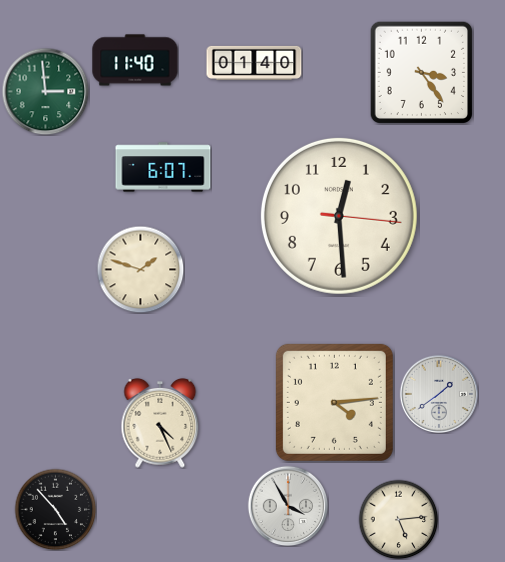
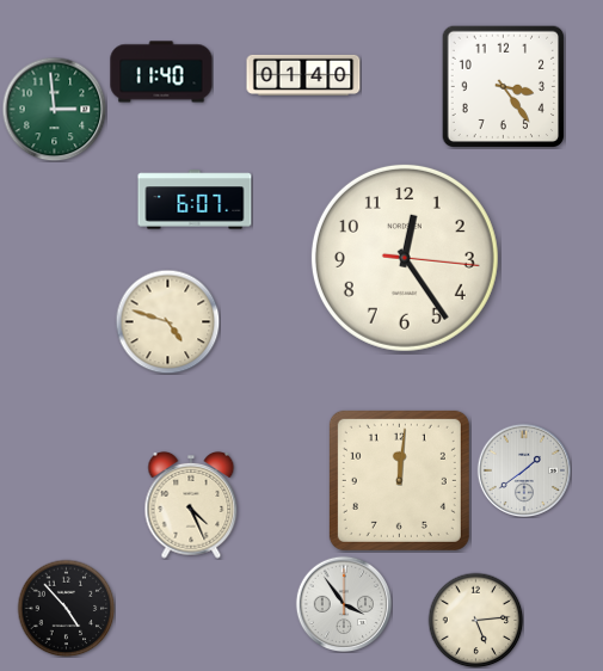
clock at (339, 216): 12:29 -> 12:24
clock at (140, 269): 1:48 -> 4:48
clock at (334, 402): 4:14 -> 12:01
clock at (288, 506): 3:55 -> 3:54
